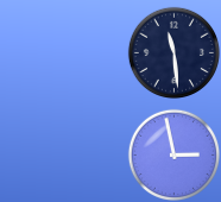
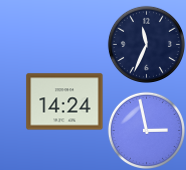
clock at (173, 52): 11:29 -> 11:34
clock at (65, 102): none -> 14:24
